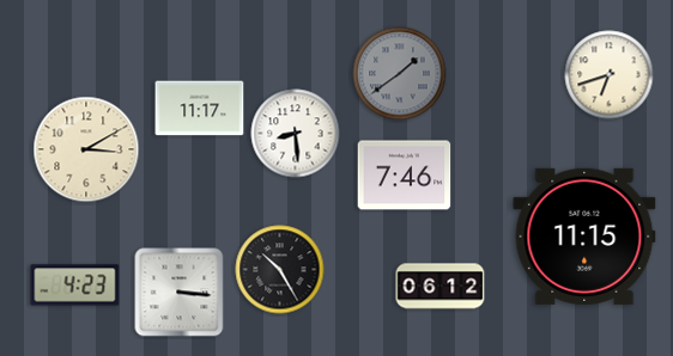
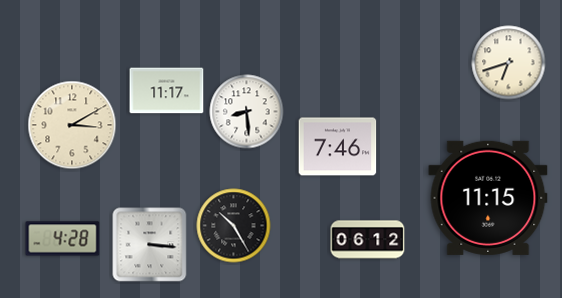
clock at (400, 74): 1:39 -> none
clock at (75, 286): 4:23 -> 4:28
